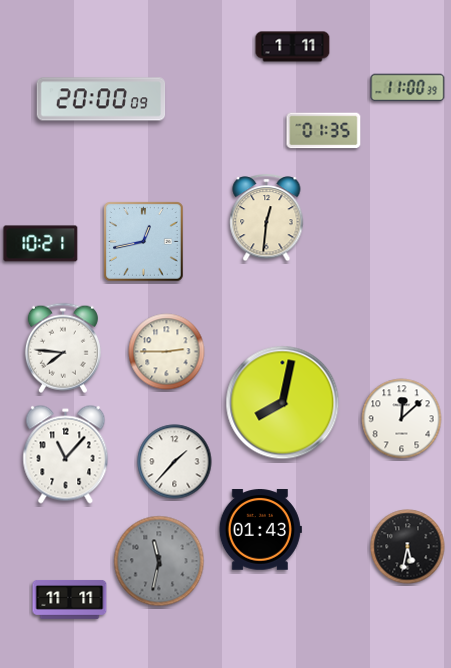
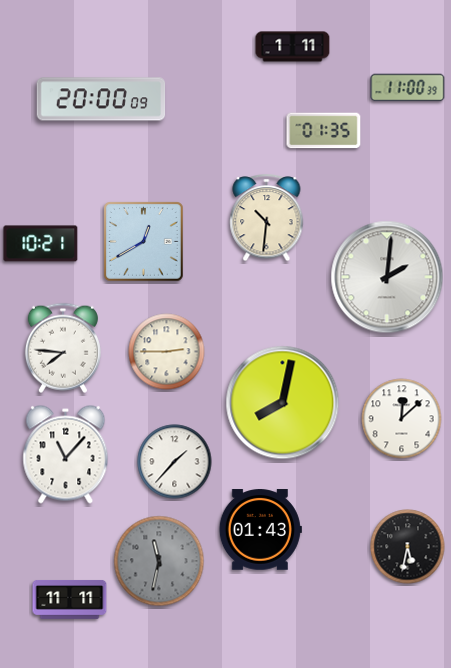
clock at (267, 218): 12:31 -> 10:31
clock at (144, 242): 12:43 -> 12:40
clock at (387, 277): none -> 2:01
